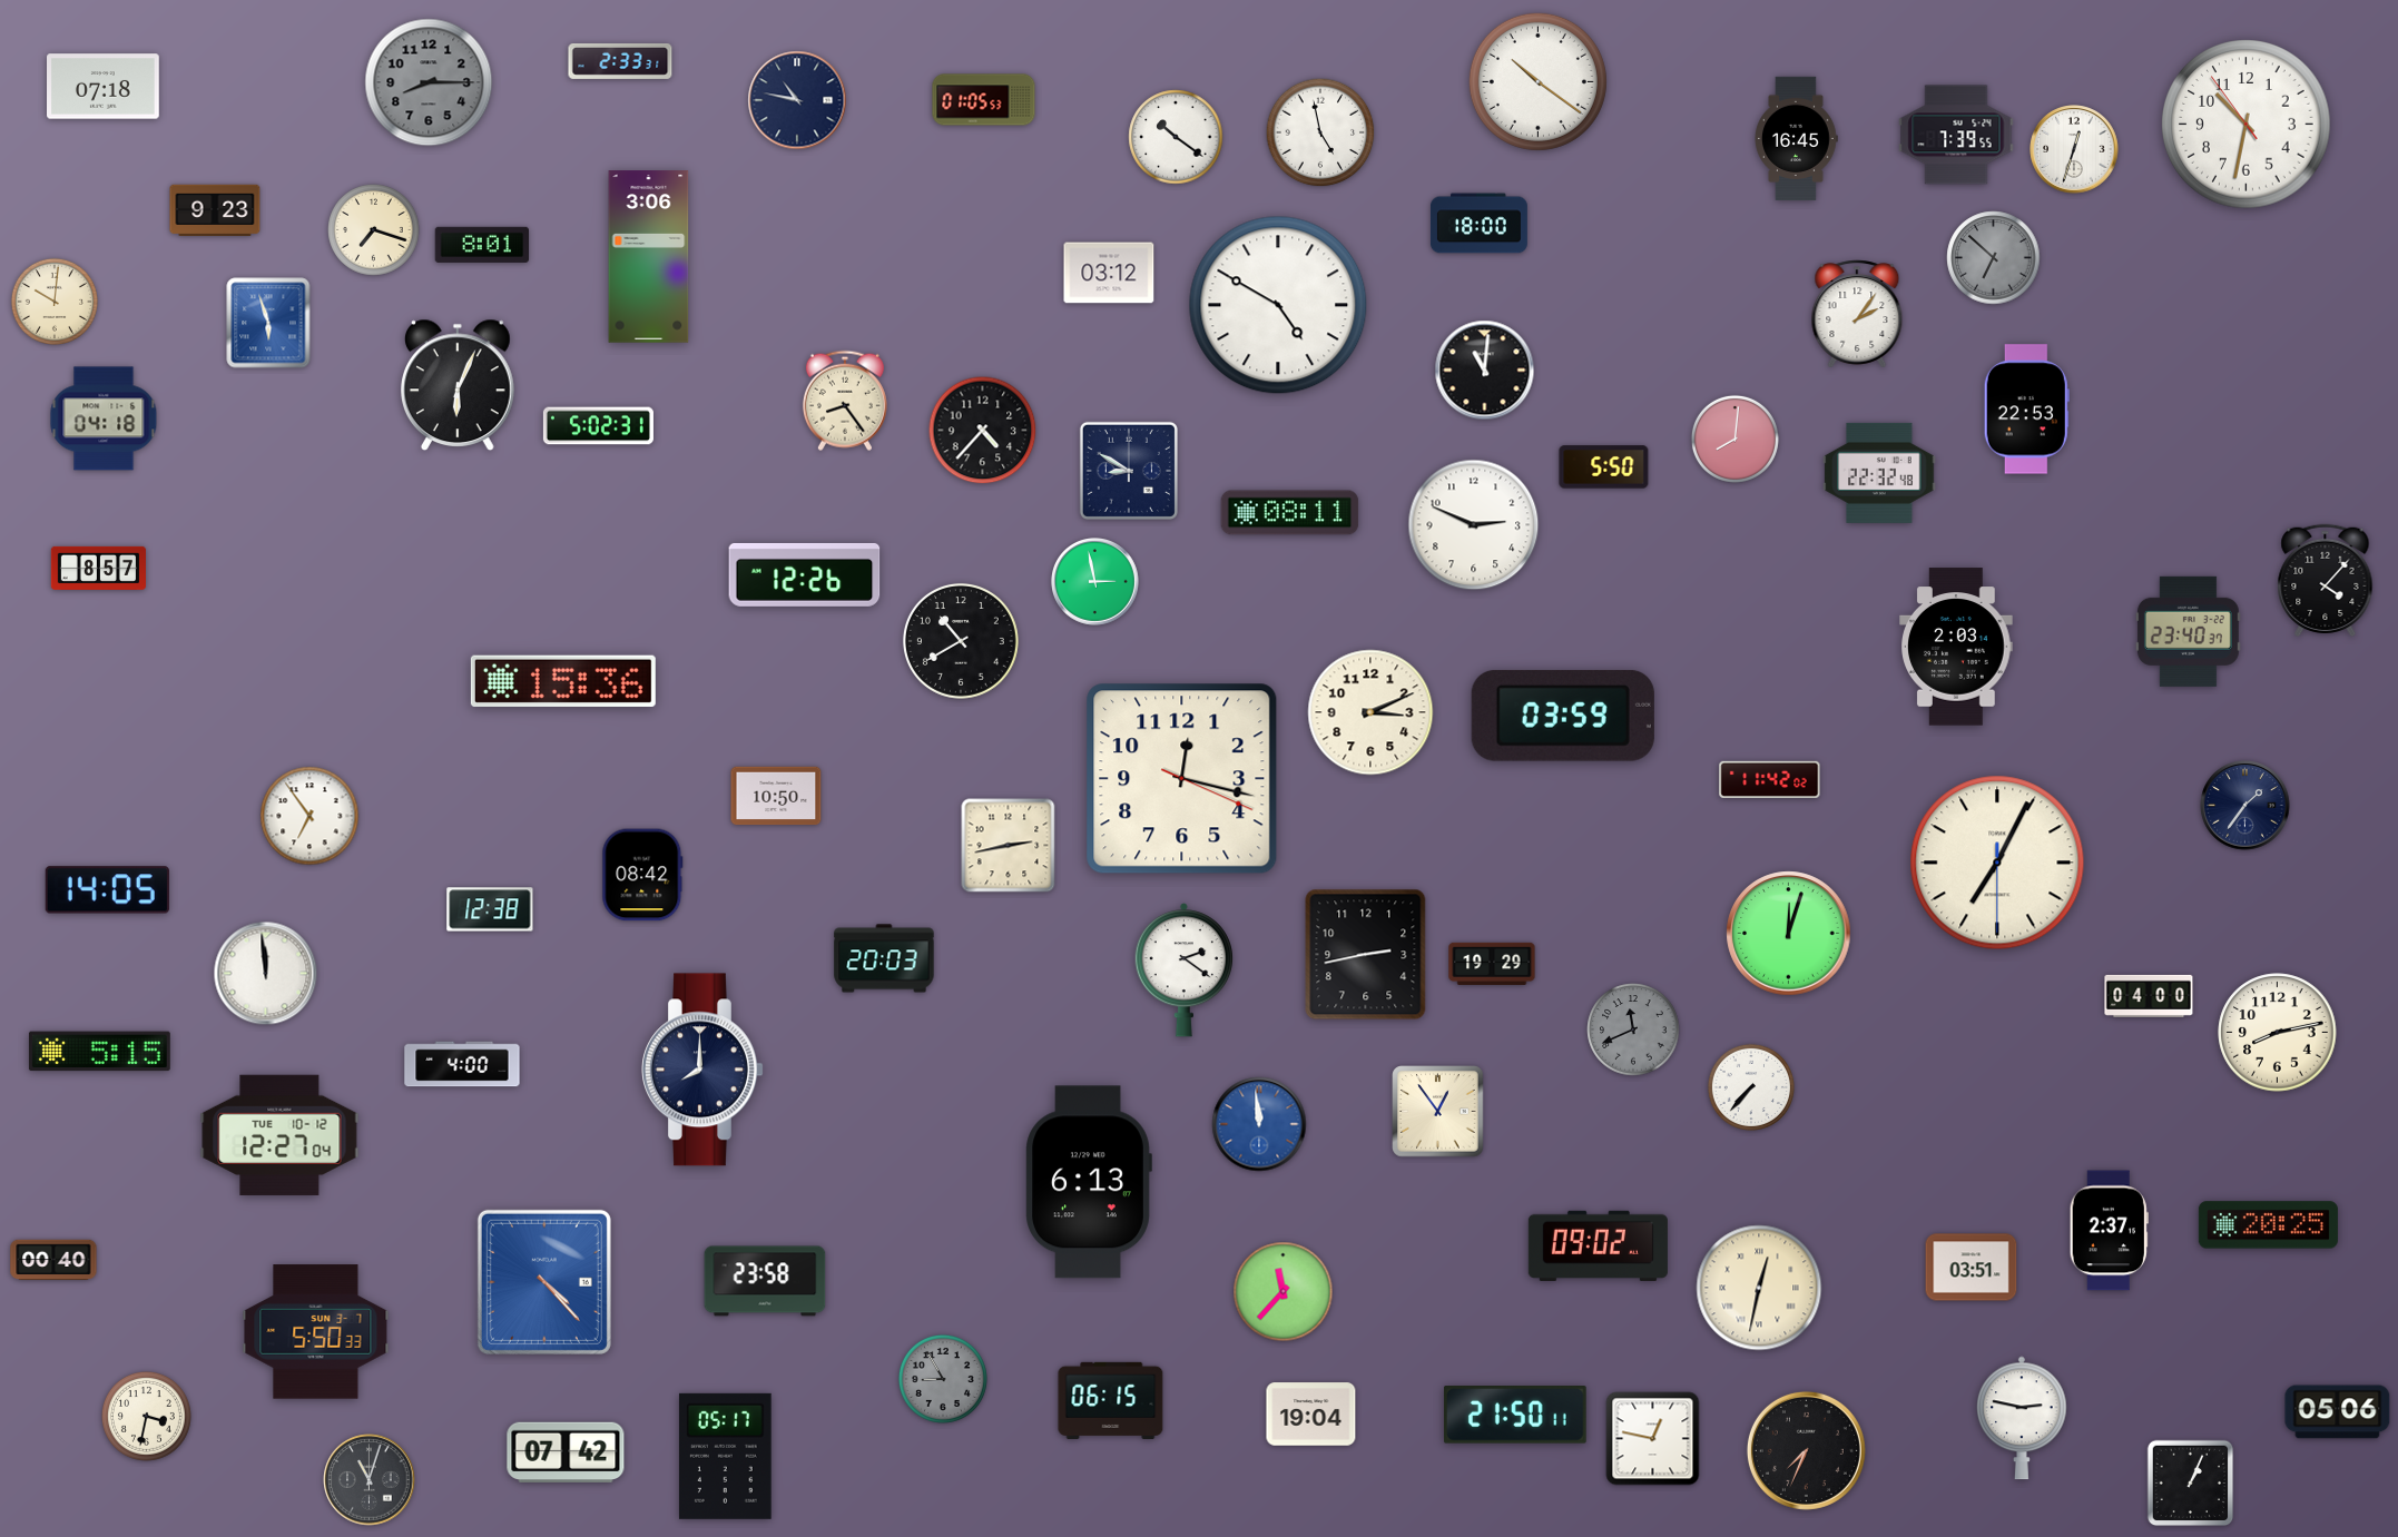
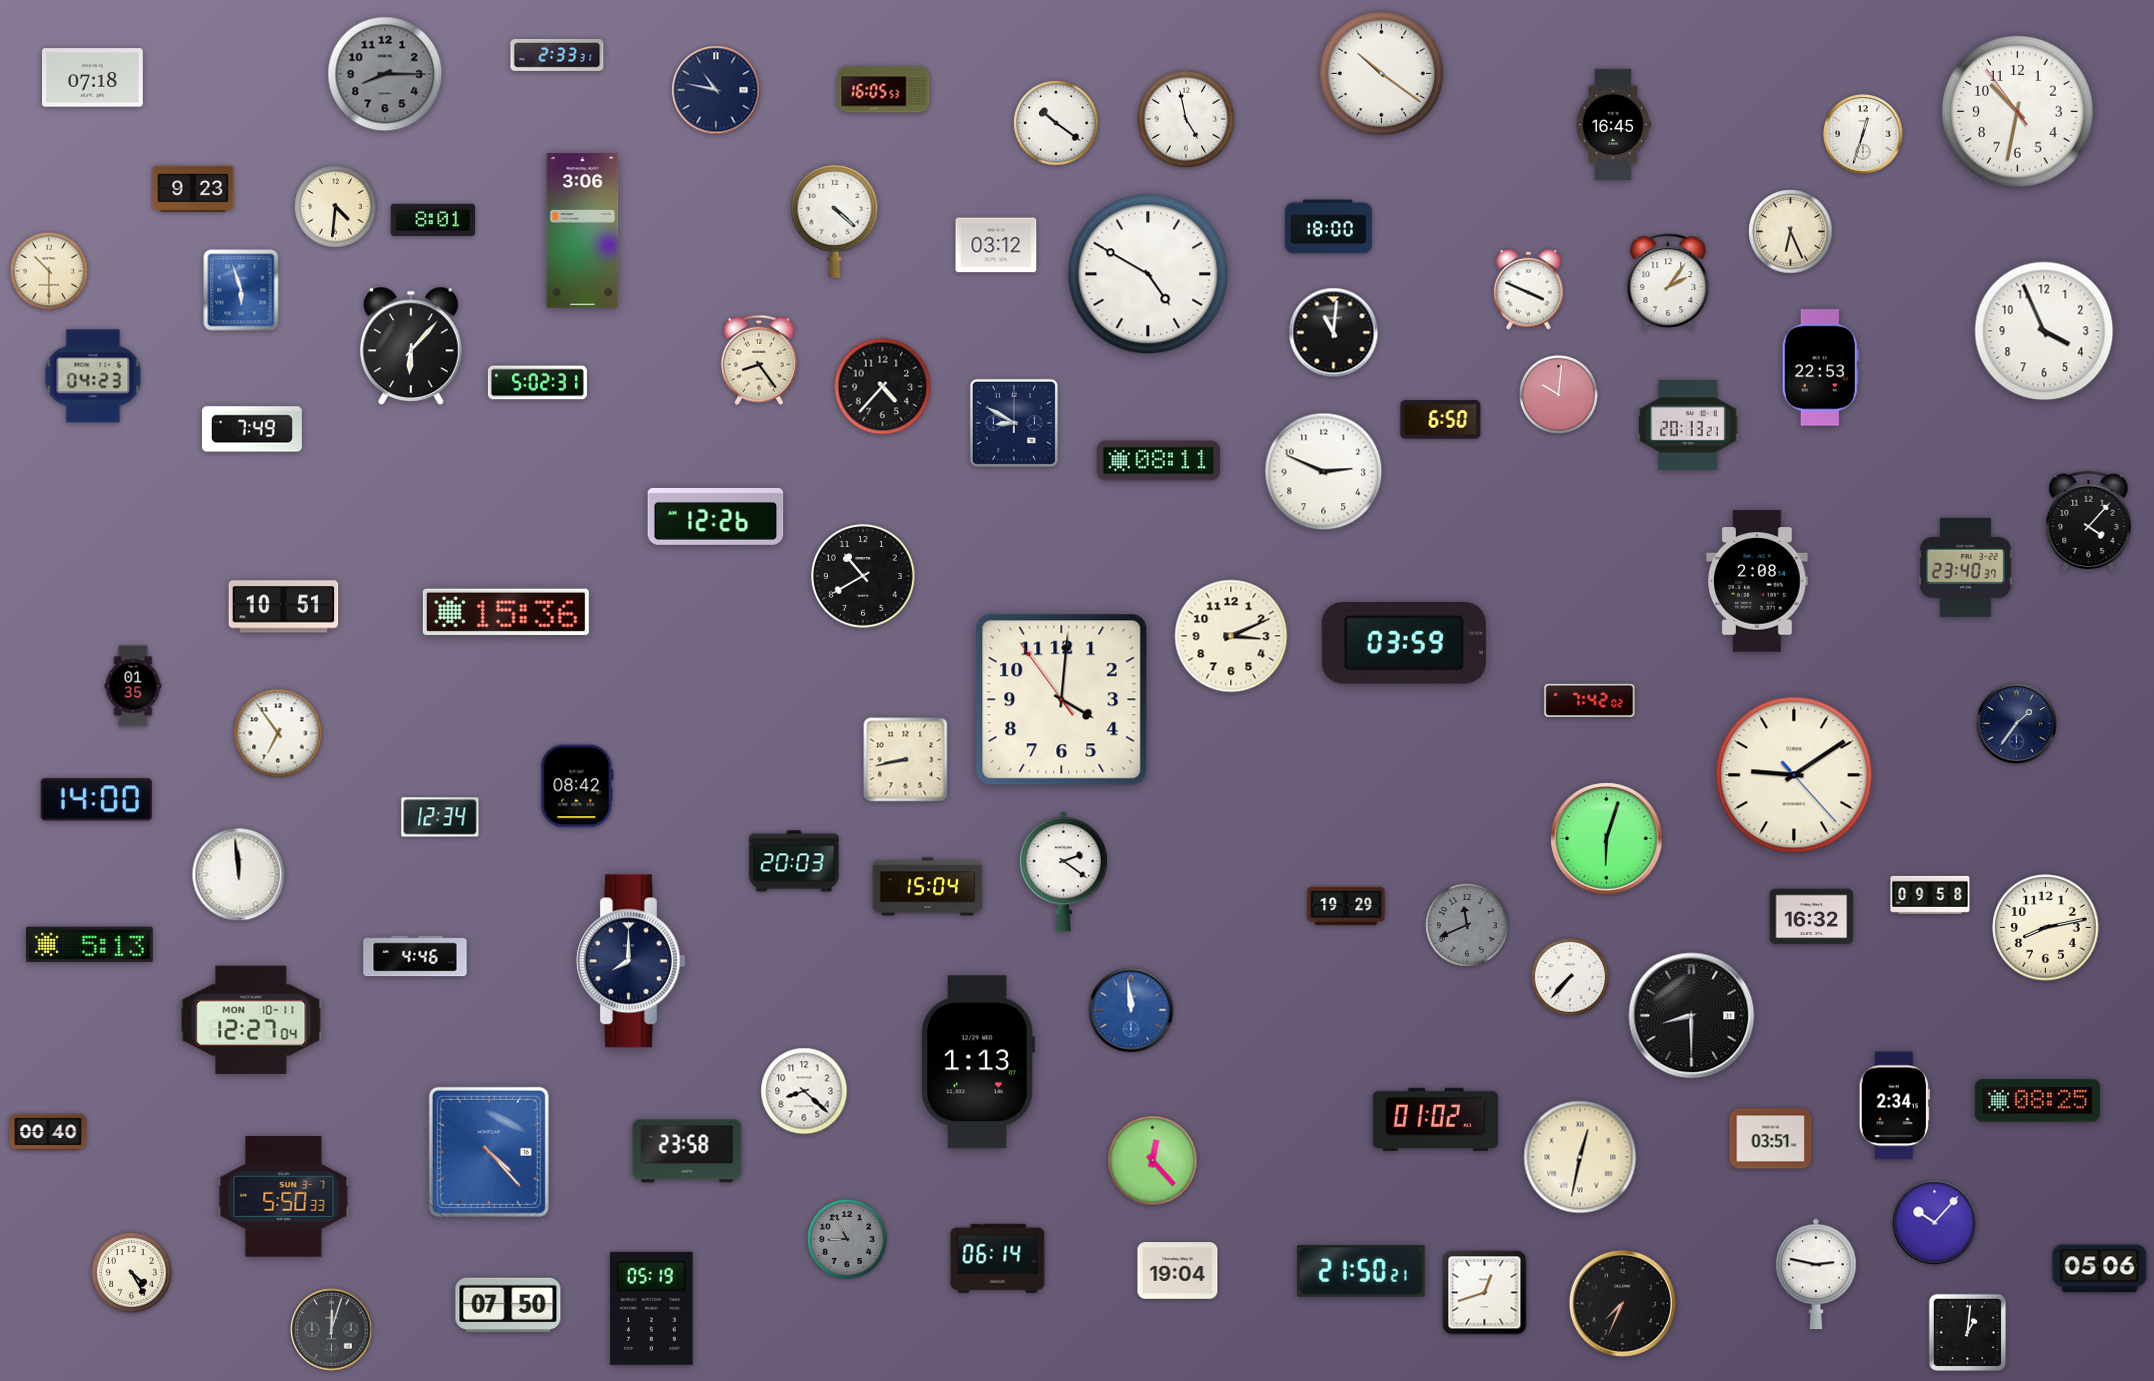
clock at (984, 100): 01:05 -> 16:05
clock at (1956, 135): 7:39 -> none
clock at (1478, 224) position: (1478, 224) -> (1328, 227)
clock at (374, 230): 7:18 -> 4:31
clock at (835, 221): none -> 4:22
clock at (1994, 258): 6:52 -> 6:26
clock at (1994, 258) dial: grey -> cream
clock at (55, 302): 10:01 -> 10:30
clock at (1529, 289): none -> 3:49
clock at (2044, 331): none -> 3:56
clock at (459, 385): 6:04 -> 6:07
clock at (104, 418): 04:18 -> 04:23
clock at (1734, 439): 8:01 -> 10:01
clock at (1604, 467): 5:50 -> 6:50
clock at (1879, 473): 22:32 -> 20:13
clock at (252, 429): none -> 7:49
clock at (98, 568): 8:57 -> none
clock at (805, 574) position: (805, 574) -> (716, 516)
clock at (1095, 582): 2:58 -> none
clock at (1956, 647): 2:03 -> 2:08
clock at (284, 607): none -> 10:51
clock at (1370, 712) position: (1370, 712) -> (1231, 636)
clock at (133, 686): none -> 01:35
clock at (1182, 779): 12:17 -> 4:00
clock at (1770, 779): 11:42 -> 7:42
clock at (776, 796): 10:50 -> none
clock at (1009, 846): 2:43 -> 8:43
clock at (1997, 863): 7:04 -> 9:09
clock at (107, 890): 14:05 -> 14:00
clock at (490, 909): 12:38 -> 12:34
clock at (1789, 934): 12:03 -> 6:03
clock at (1366, 955): 2:43 -> none
clock at (1492, 964) position: (1492, 964) -> (1346, 906)
clock at (928, 887): none -> 15:04
clock at (2149, 996): 04:00 -> 09:58
clock at (1812, 917): none -> 16:32
clock at (99, 1052): 5:15 -> 5:13
clock at (462, 1064): 4:00 -> 4:46
clock at (1751, 1087) position: (1751, 1087) -> (1570, 977)
clock at (1438, 1112): 12:54 -> none
clock at (1692, 1016): none -> 8:30
clock at (279, 1135) date: TUE 10-12 -> MON 10-11
clock at (1089, 1182): 6:13 -> 1:13
clock at (804, 1091): none -> 8:22
clock at (2268, 1225): 20:25 -> 08:25
clock at (2109, 1231): 2:37 -> 2:34
clock at (1598, 1245): 09:02 -> 01:02
clock at (1284, 1292): 11:37 -> 12:23
clock at (1935, 1223): none -> 10:07
clock at (1111, 1400): 06:15 -> 06:14
clock at (1515, 1415): 21:50:11 -> 21:50:21
clock at (146, 1416): 3:32 -> 4:25
clock at (1653, 1439): 12:47 -> 12:42
clock at (566, 1452): 07:42 -> 07:50
clock at (725, 1456): 05:17 -> 05:19
clock at (370, 1480): 11:03 -> 12:03
clock at (2191, 1484): 1:04 -> 1:01
